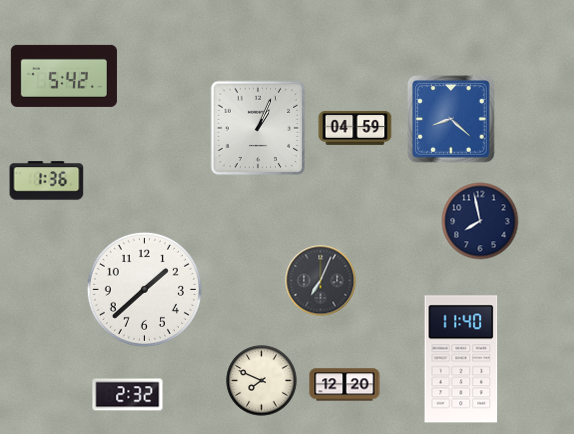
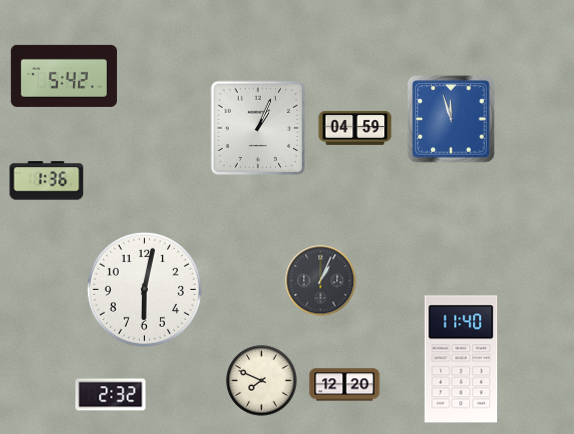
clock at (451, 119): 8:22 -> 11:57
clock at (480, 221): 7:58 -> none
clock at (321, 281): 7:04 -> 1:04
clock at (144, 289): 1:38 -> 6:02
clock at (128, 395) position: (128, 395) -> (111, 395)
